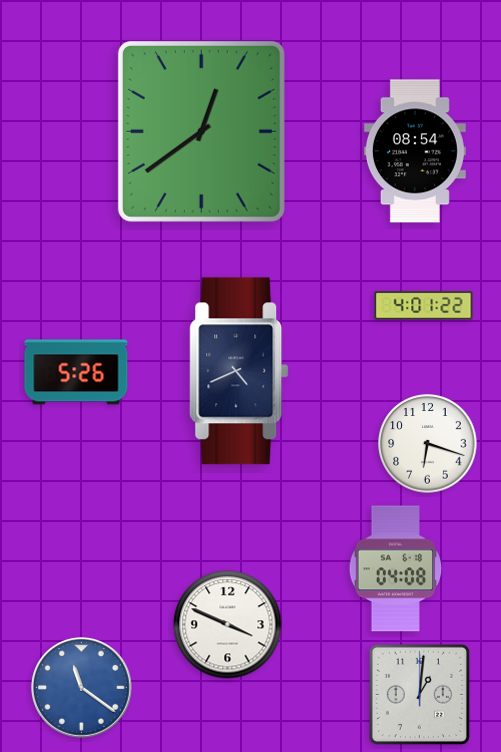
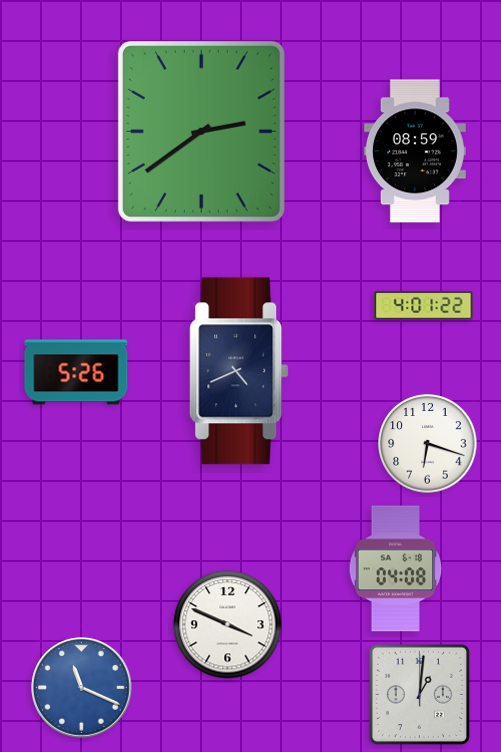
clock at (201, 131): 12:39 -> 2:39
clock at (415, 151): 08:54 -> 08:59
clock at (82, 688): 11:21 -> 11:19
